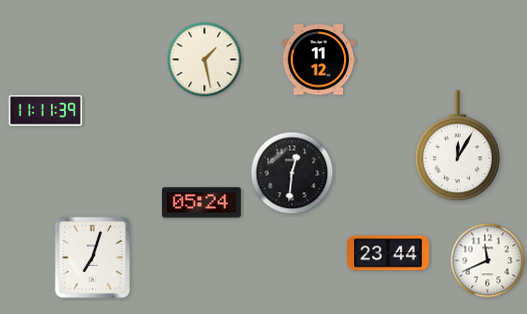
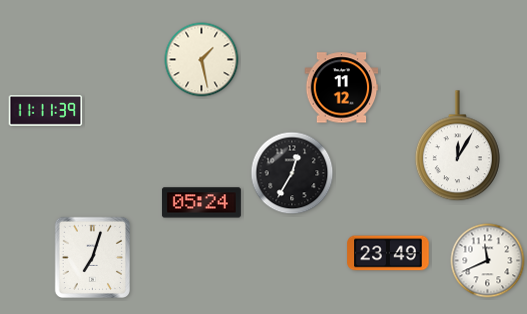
clock at (205, 60) position: (205, 60) -> (202, 60)
clock at (319, 60) position: (319, 60) -> (342, 88)
clock at (292, 173): 12:31 -> 12:35
clock at (388, 253): 23:44 -> 23:49
